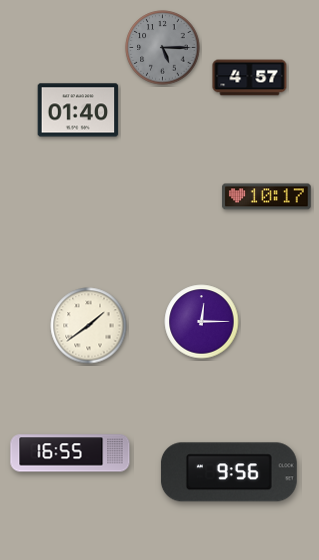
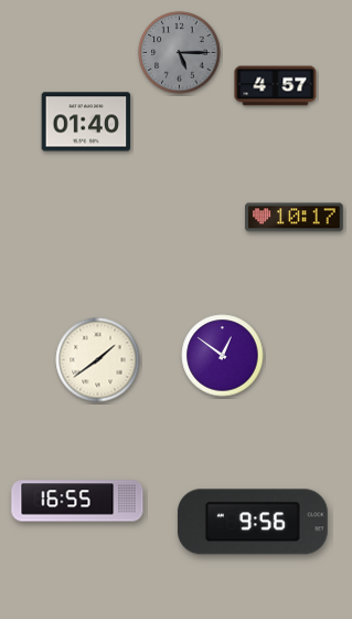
clock at (202, 322): 12:15 -> 12:51
